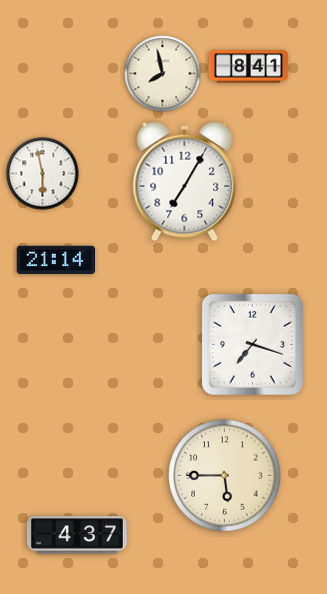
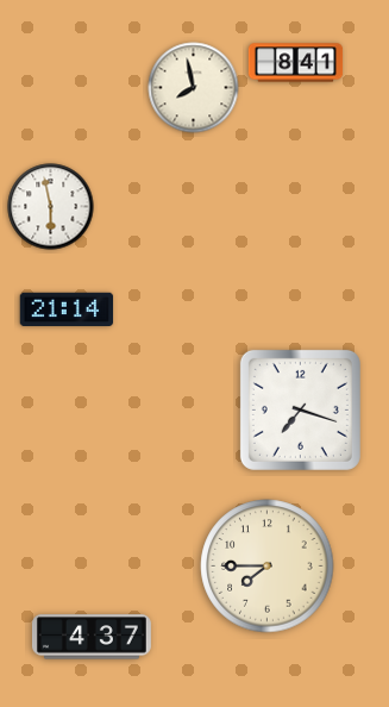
clock at (249, 67) position: (249, 67) -> (296, 63)
clock at (185, 182): 7:05 -> none
clock at (225, 476): 5:45 -> 7:45
